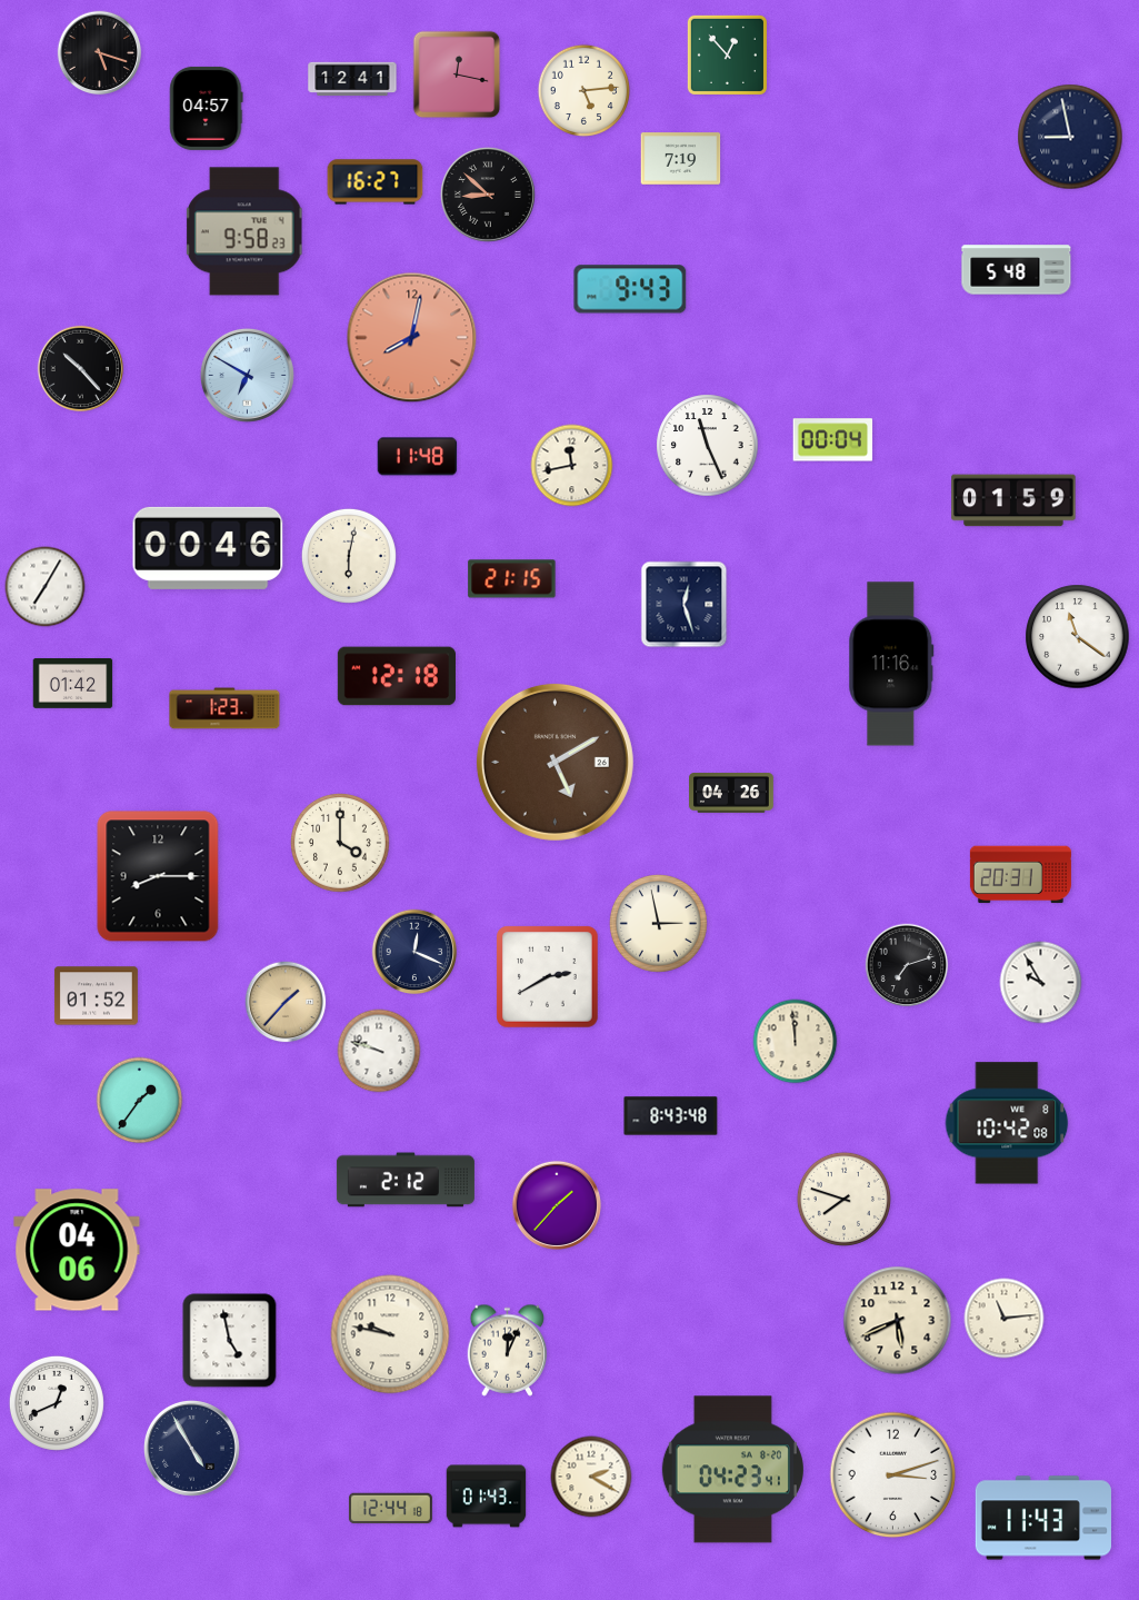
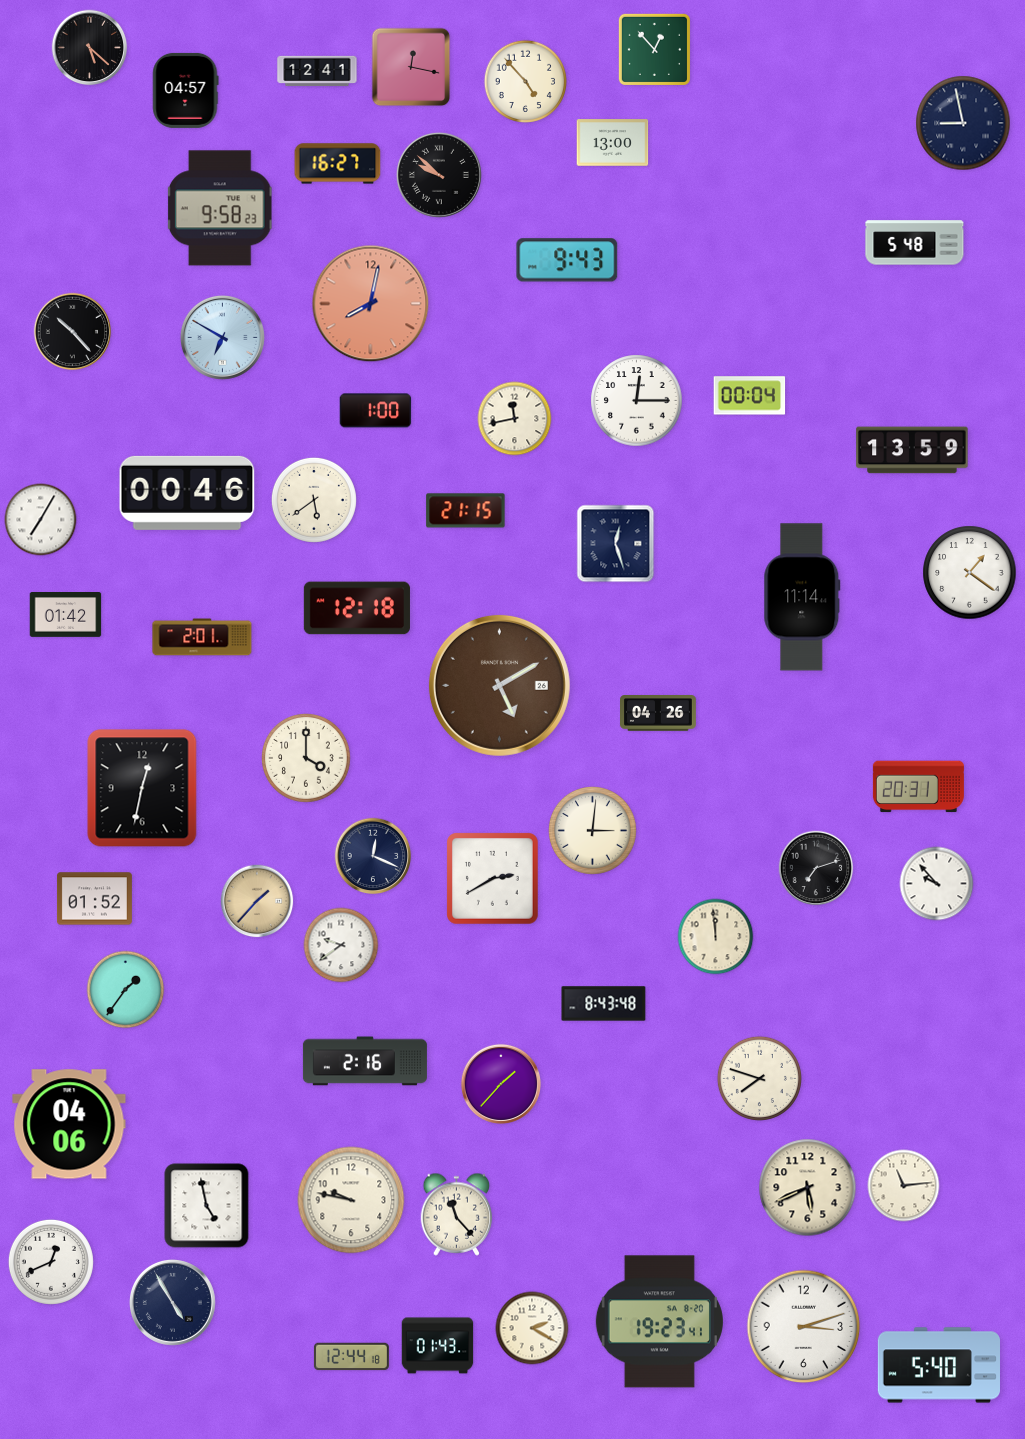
clock at (100, 53): 5:18 -> 5:22
clock at (583, 90): 5:14 -> 4:53
clock at (207, 108) position: (207, 108) -> (186, 90)
clock at (681, 159): 7:19 -> 13:00
clock at (488, 195): 8:52 -> 9:52
clock at (708, 446): 11:26 -> 12:15
clock at (418, 457): 11:48 -> 1:00
clock at (1013, 500): 01:59 -> 13:59
clock at (349, 556): 6:02 -> 5:39
clock at (512, 579) position: (512, 579) -> (466, 511)
clock at (46, 587) position: (46, 587) -> (41, 520)
clock at (1078, 637): 11:21 -> 1:21
clock at (891, 664): 11:16 -> 11:14
clock at (224, 708): 1:23 -> 2:01
clock at (158, 876): 8:15 -> 12:32
clock at (658, 923): 2:58 -> 3:01
clock at (1041, 983): 9:55 -> 9:53
clock at (96, 996) position: (96, 996) -> (94, 899)
clock at (379, 1051): 9:48 -> 9:39
clock at (1007, 1123): 10:42 -> none
clock at (406, 1180): 2:12 -> 2:16
clock at (508, 1350): 12:04 -> 11:23
clock at (732, 1470): 04:23 -> 19:23
clock at (1042, 1518): 11:43 -> 5:40
